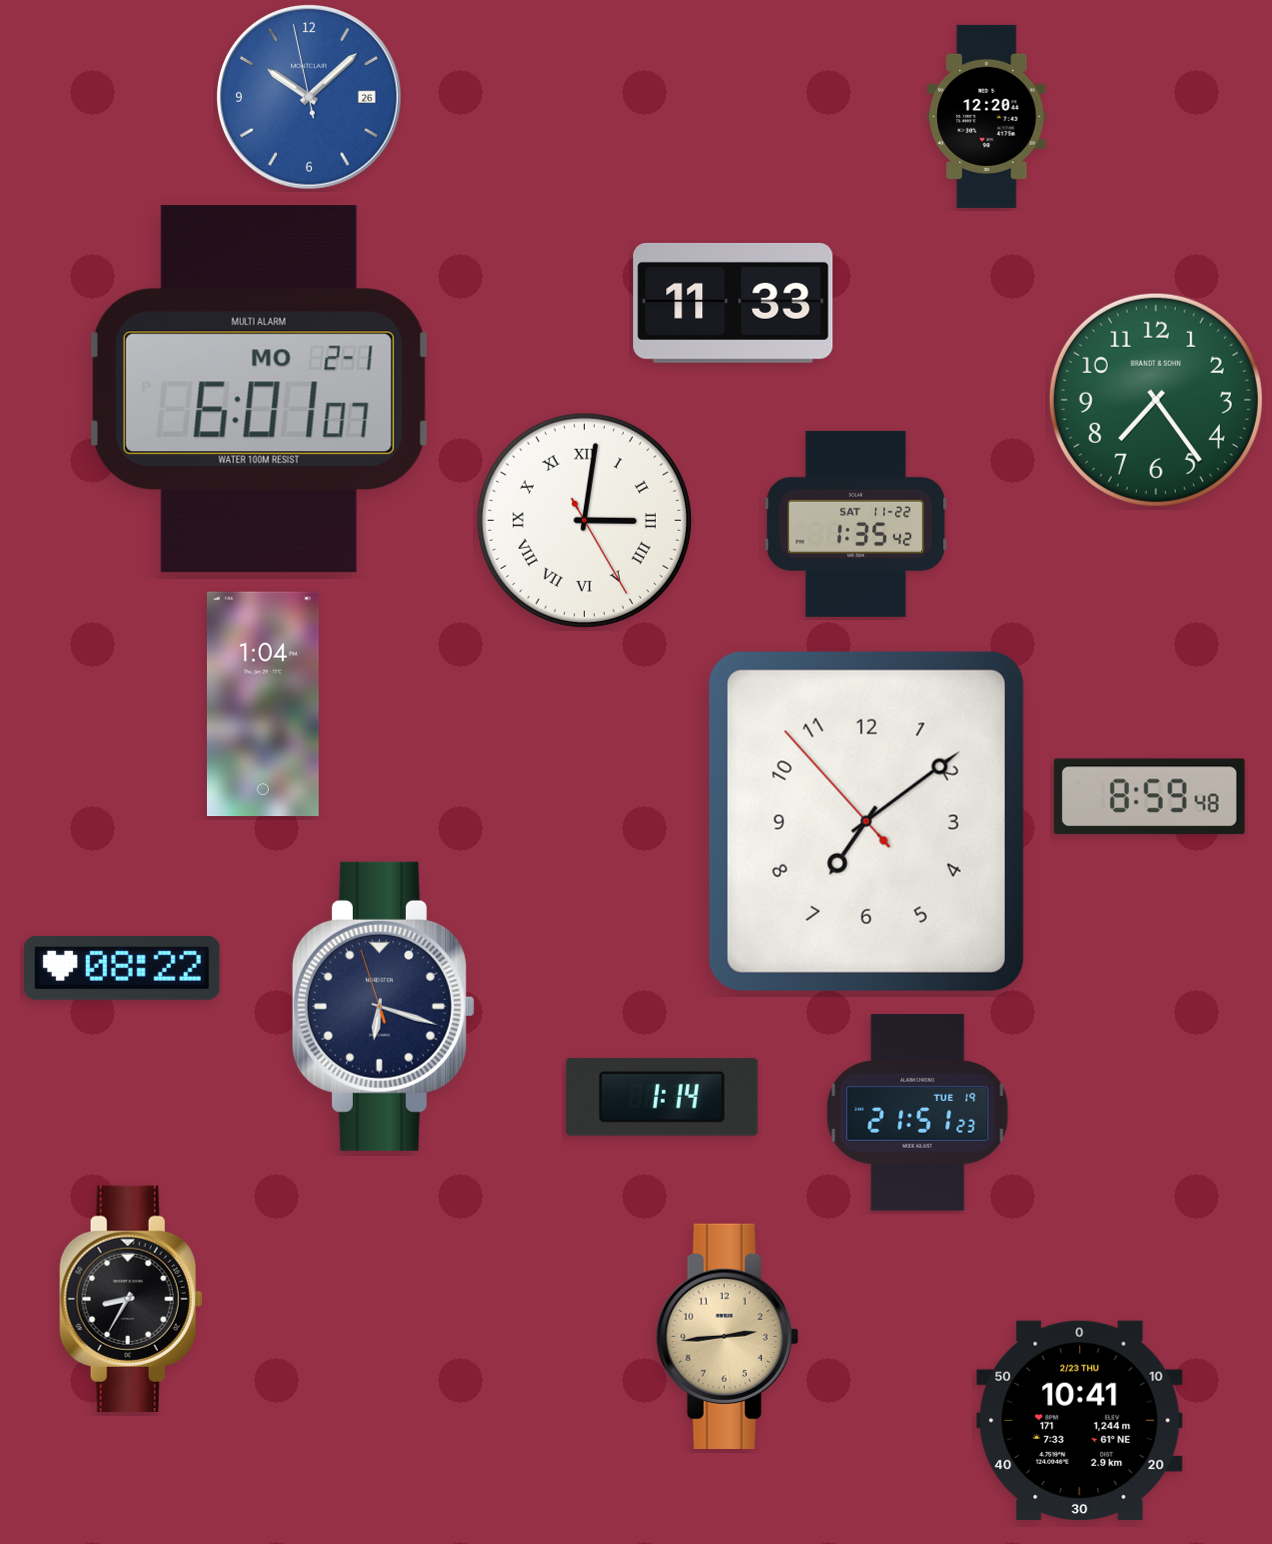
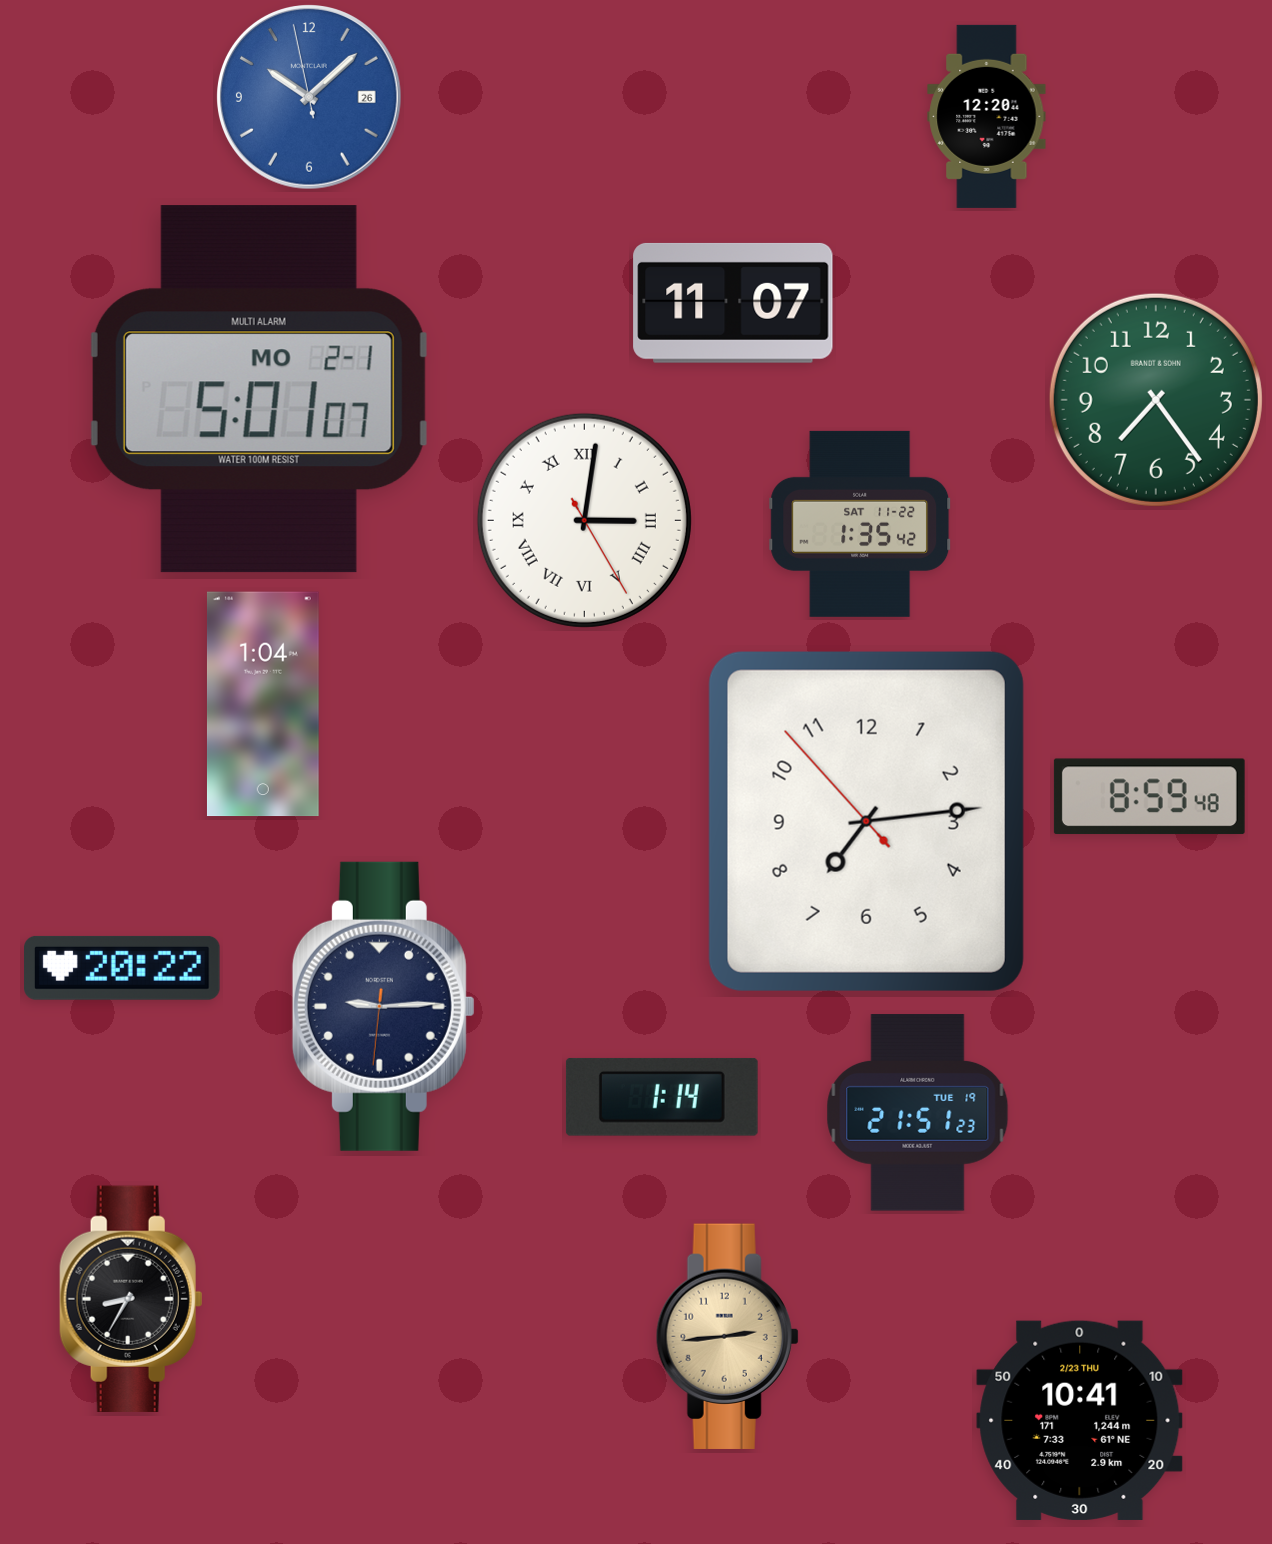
clock at (733, 303): 11:33 -> 11:07
clock at (259, 389): 6:01 -> 5:01
clock at (856, 524) position: (856, 524) -> (860, 524)
clock at (866, 821): 7:08 -> 7:13
clock at (122, 968): 08:22 -> 20:22
clock at (383, 1006): 6:17 -> 9:14
